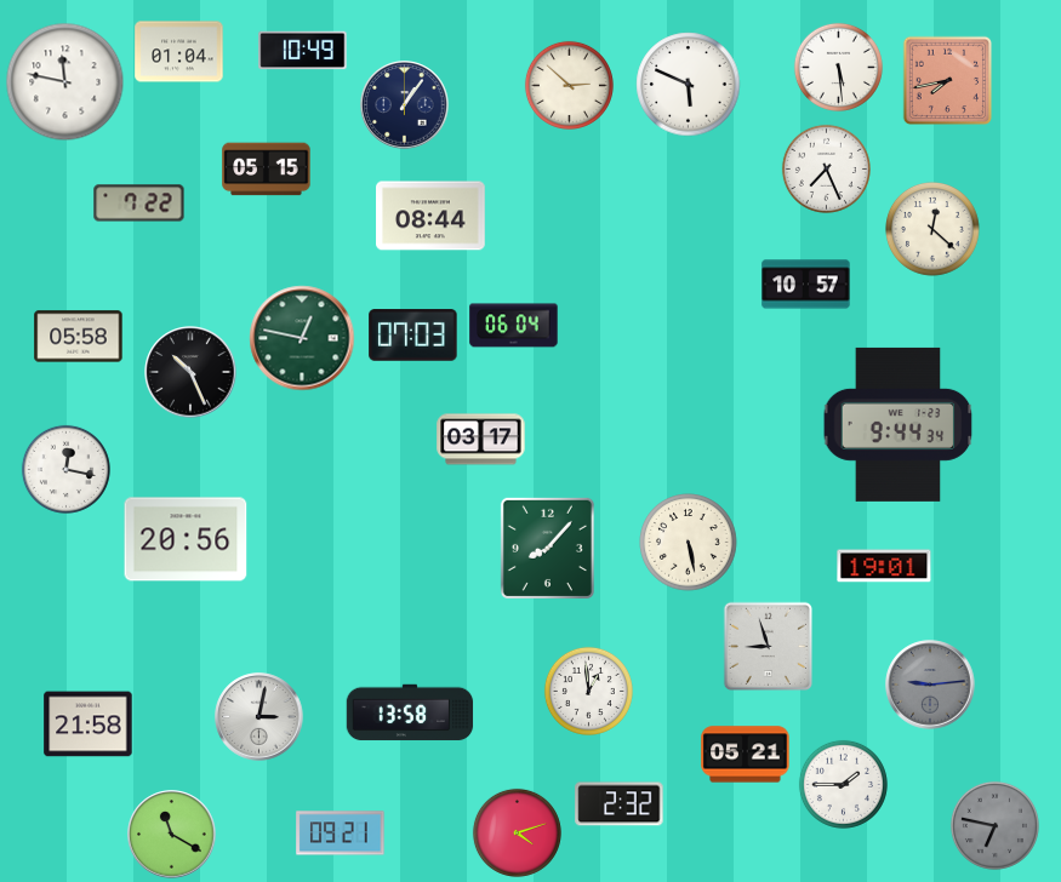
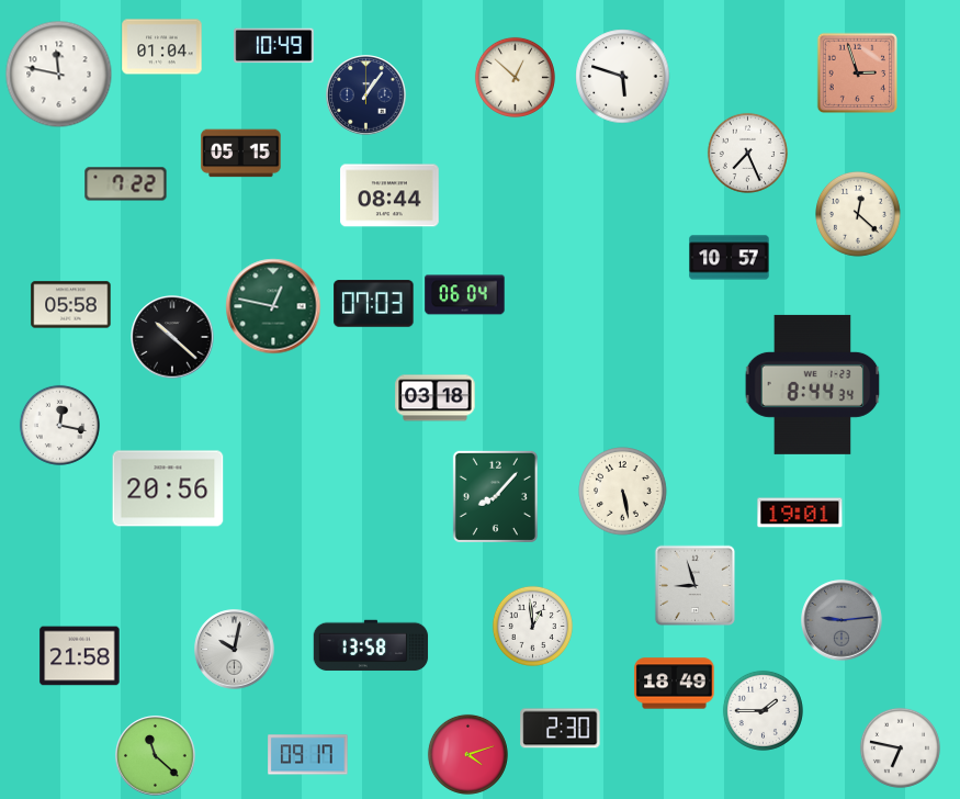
clock at (838, 67): 5:29 -> none
clock at (947, 80): 7:43 -> 2:57
clock at (569, 85): 2:52 -> 12:52
clock at (689, 85): 5:49 -> 5:48
clock at (934, 230) position: (934, 230) -> (859, 215)
clock at (190, 372): 10:26 -> 10:22
clock at (899, 424): 9:44 -> 8:44
clock at (481, 440): 03:17 -> 03:18
clock at (259, 717): 3:02 -> 10:02
clock at (746, 755): 05:21 -> 18:49
clock at (620, 804): 2:32 -> 2:30
clock at (994, 825) dial: grey -> white
clock at (341, 834): 09:21 -> 09:17
clock at (172, 835): 11:20 -> 11:22
